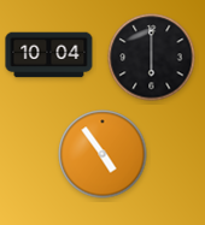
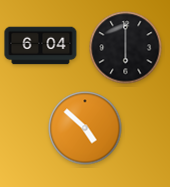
clock at (49, 55): 10:04 -> 6:04
clock at (102, 154): 4:54 -> 4:52
